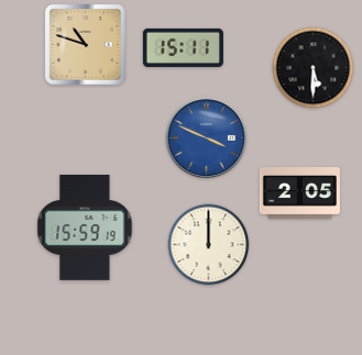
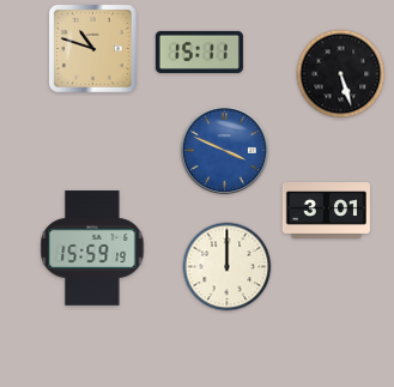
clock at (314, 68): 5:30 -> 5:27
clock at (299, 193): 2:05 -> 3:01
